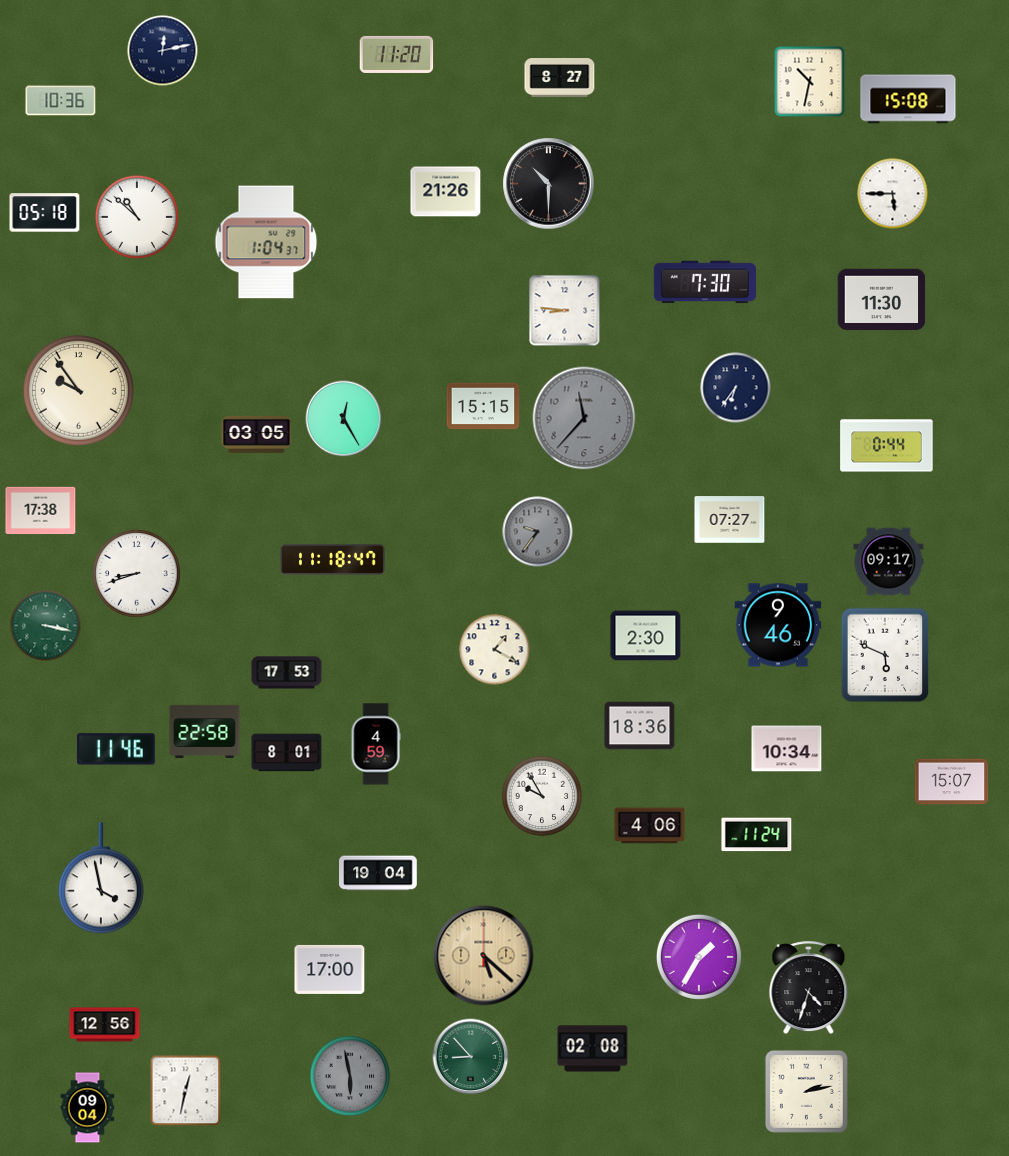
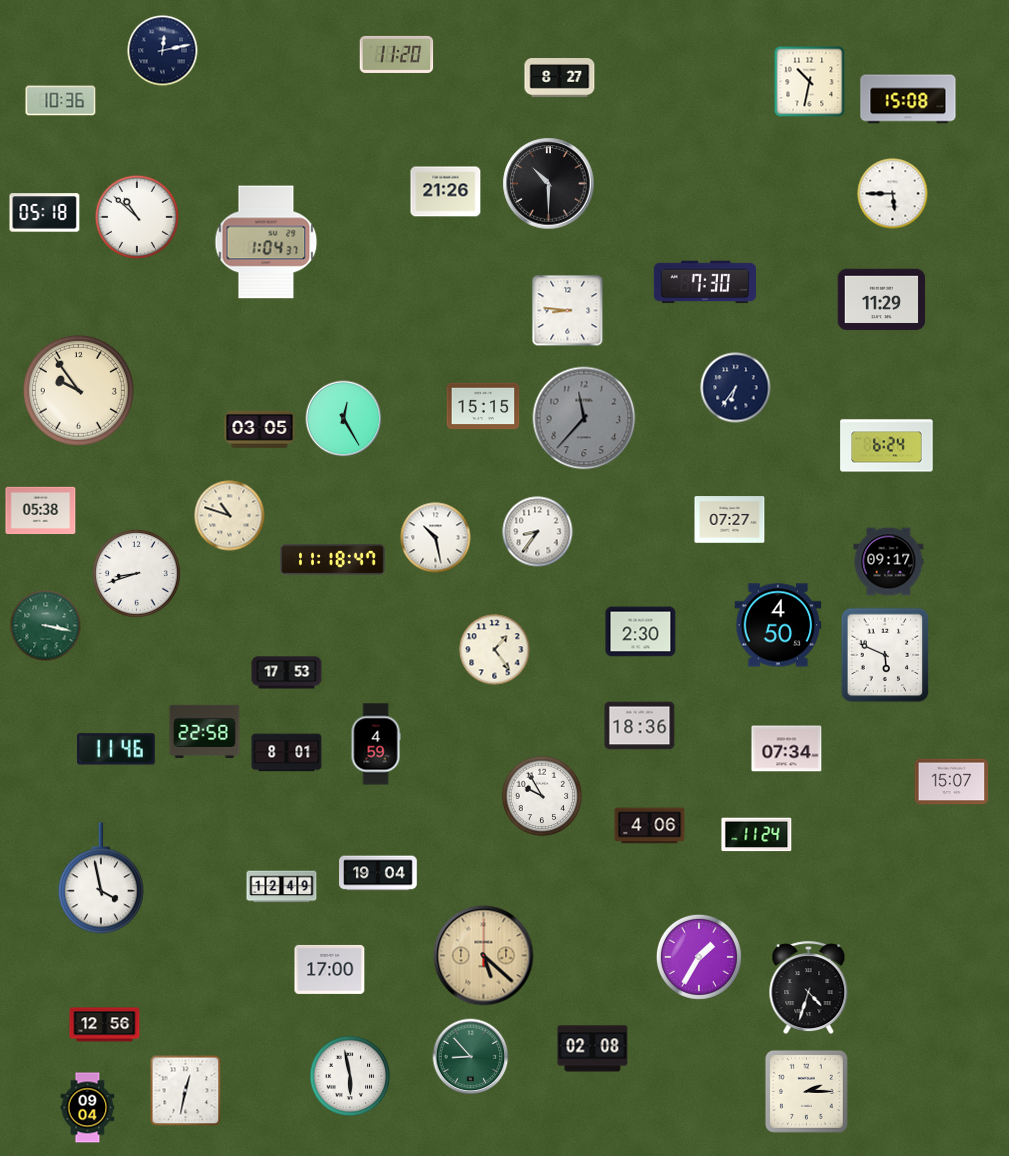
clock at (882, 300): 11:30 -> 11:29
clock at (565, 311) position: (565, 311) -> (568, 311)
clock at (257, 434) position: (257, 434) -> (260, 429)
clock at (887, 446): 0:44 -> 6:24
clock at (41, 511): 17:38 -> 05:38
clock at (230, 516): none -> 10:48
clock at (538, 532): 9:36 -> 8:36
clock at (538, 532) dial: grey -> white
clock at (436, 538): none -> 10:28
clock at (778, 625): 9:46 -> 4:50
clock at (646, 636) position: (646, 636) -> (641, 632)
clock at (495, 650): 1:20 -> 1:24
clock at (787, 749): 10:34 -> 07:34
clock at (282, 887): none -> 12:49
clock at (350, 1076) dial: grey -> white
clock at (806, 1091): 2:13 -> 2:15
